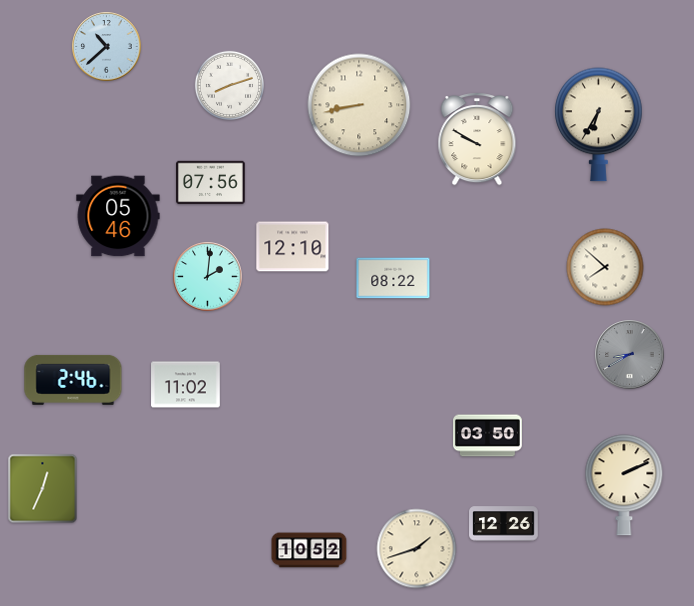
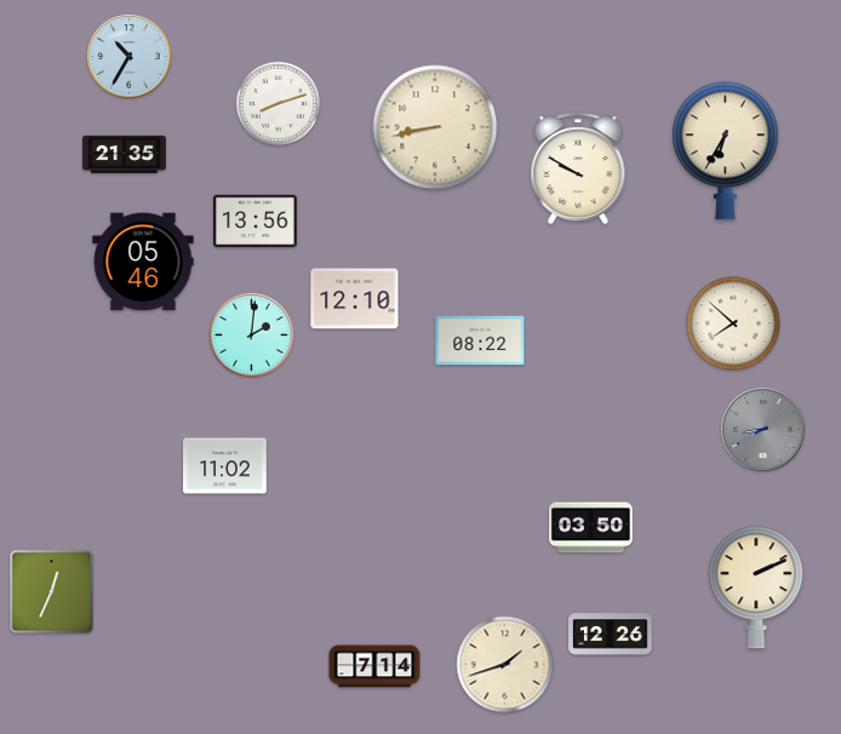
clock at (107, 47): 10:38 -> 10:35
clock at (125, 154): none -> 21:35
clock at (211, 183): 07:56 -> 13:56
clock at (393, 278) position: (393, 278) -> (480, 340)
clock at (73, 380): 2:46 -> none
clock at (309, 550): 10:52 -> 7:14
